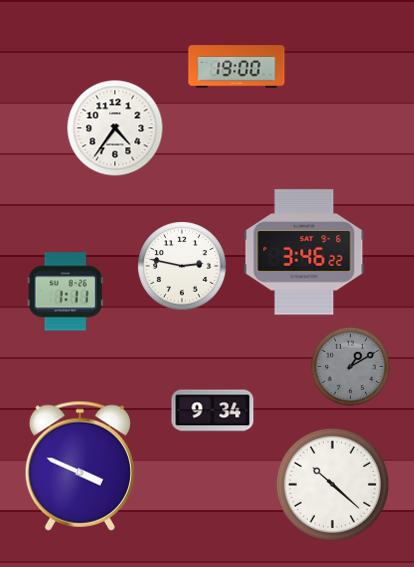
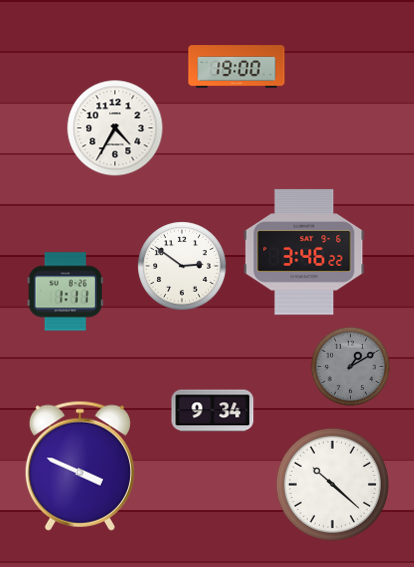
clock at (115, 128): 4:36 -> 4:35
clock at (182, 266): 2:47 -> 2:51
